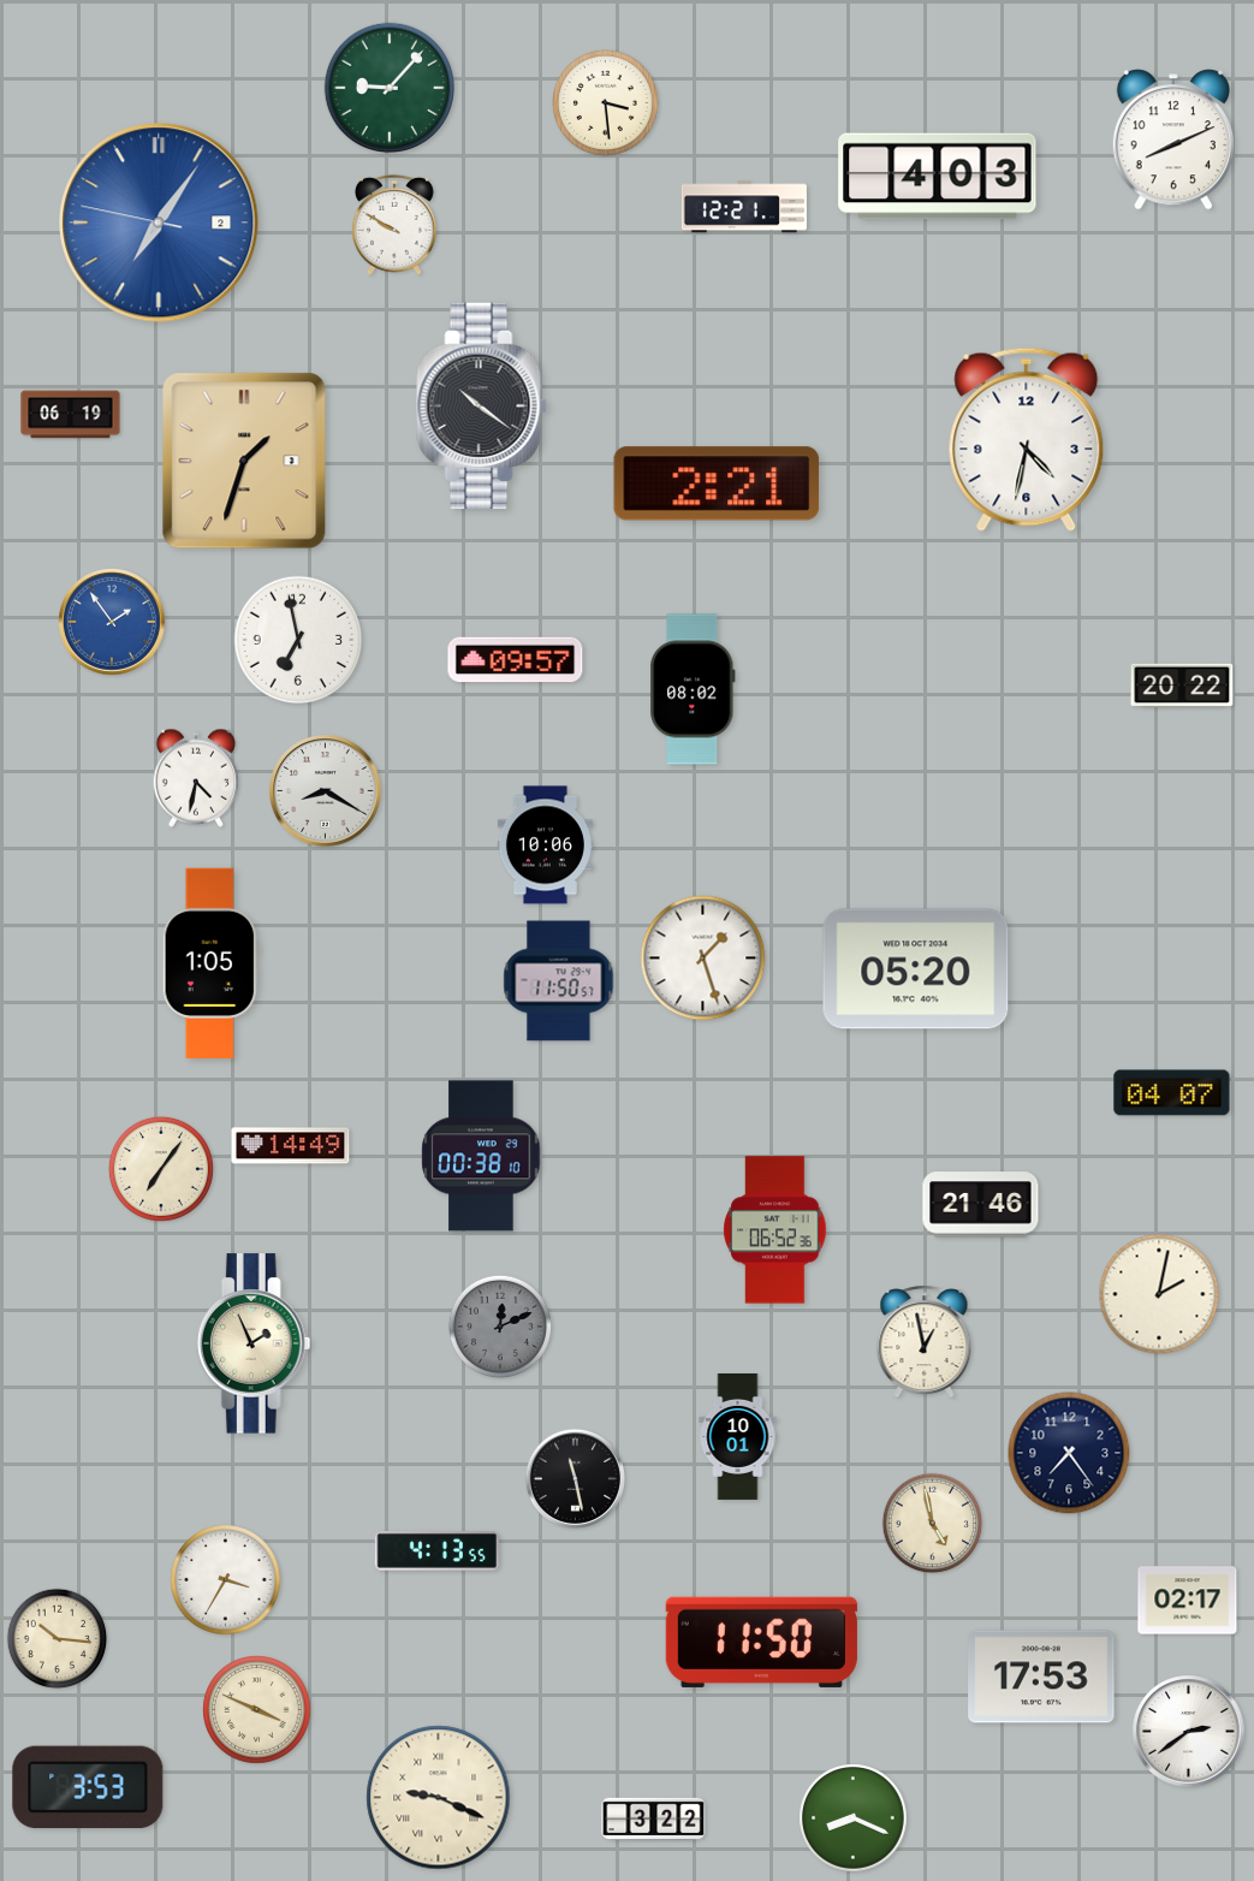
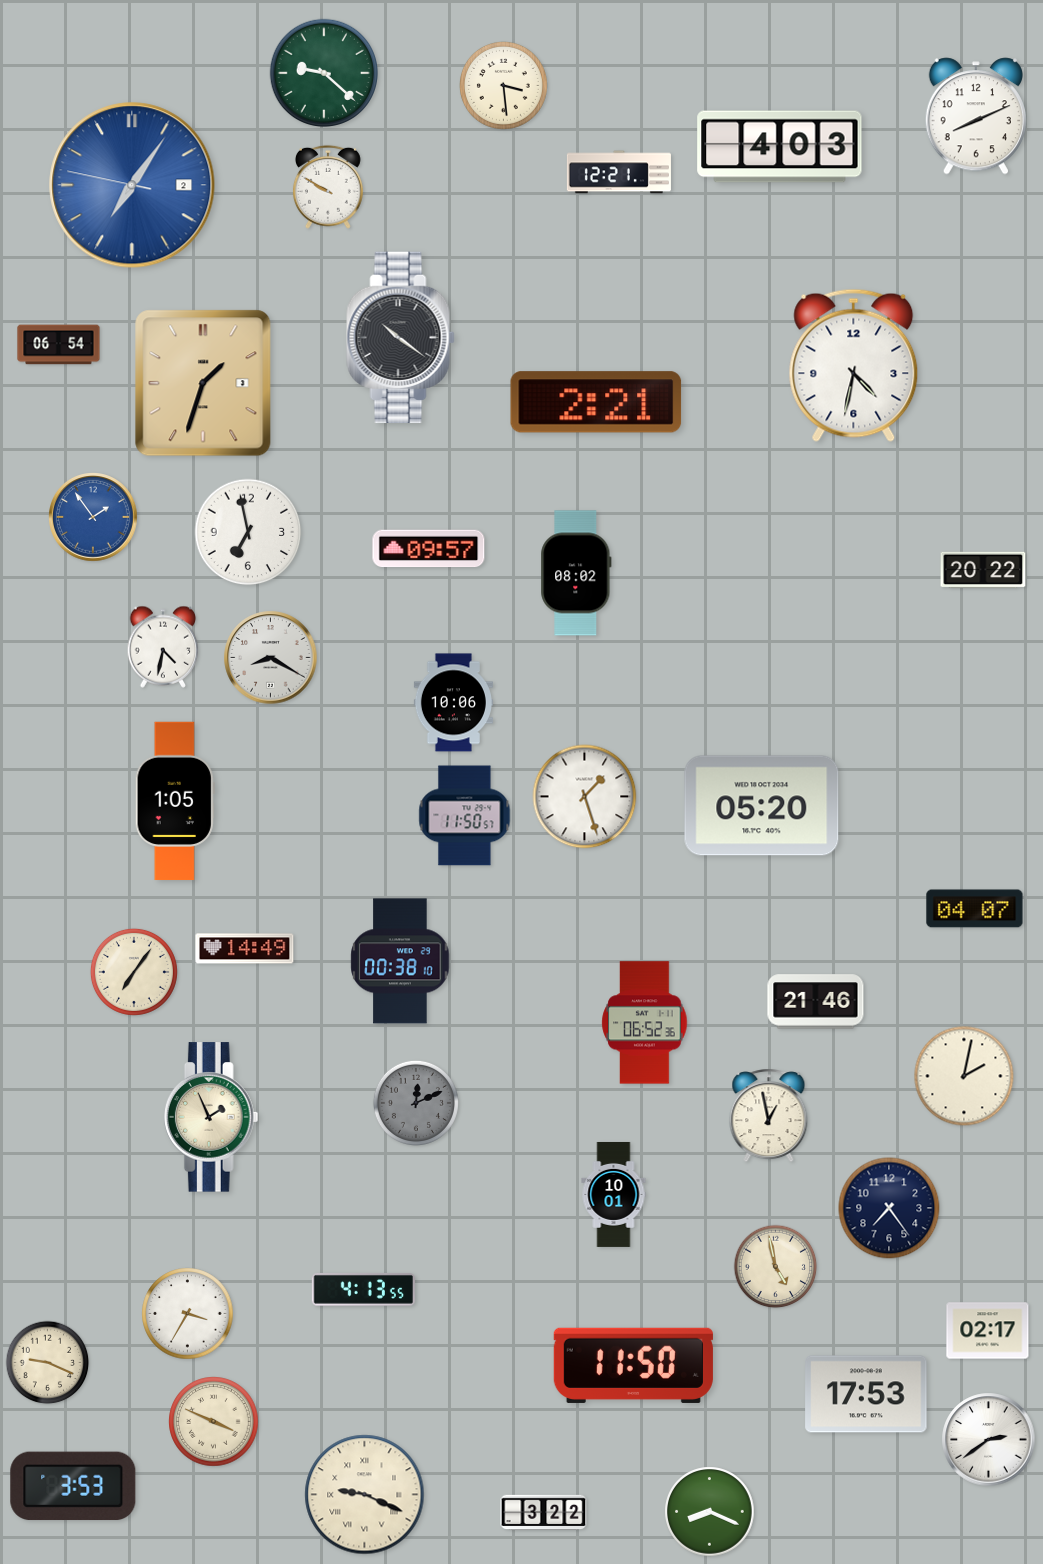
clock at (388, 87): 9:07 -> 9:22
clock at (71, 415): 06:19 -> 06:54
clock at (291, 1146) position: (291, 1146) -> (245, 949)
clock at (575, 1478): 11:28 -> none
clock at (58, 1639): 10:16 -> 9:19
